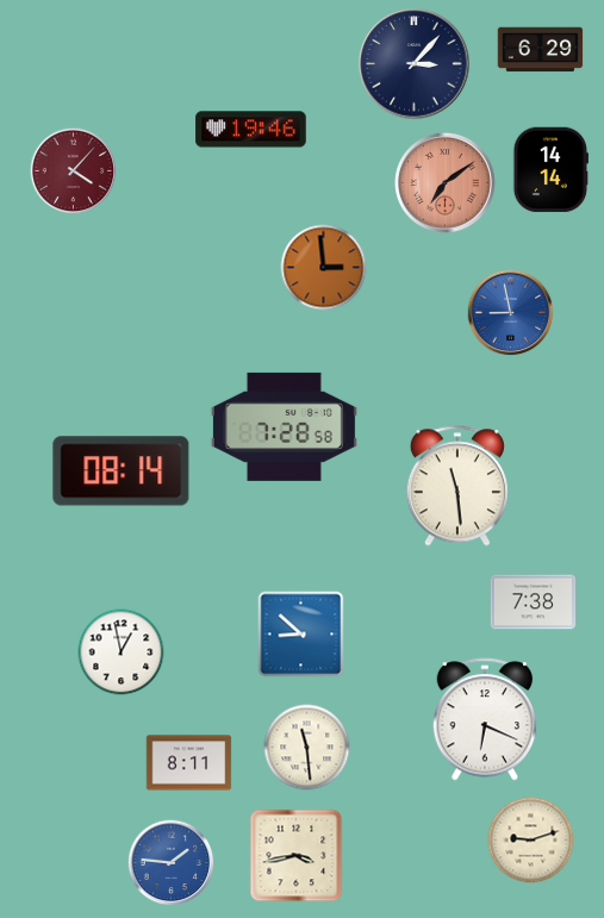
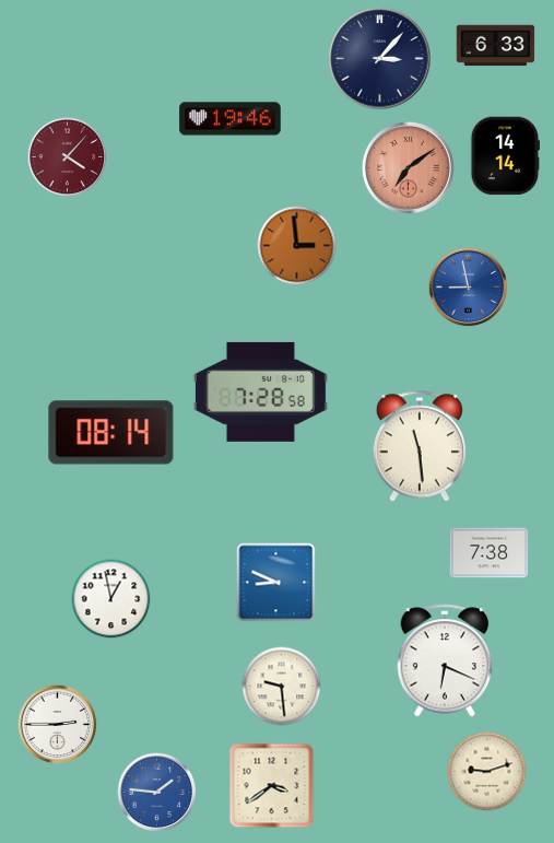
clock at (541, 50): 6:29 -> 6:33
clock at (301, 635): 8:52 -> 8:49
clock at (307, 748): 11:29 -> 9:29
clock at (189, 763): 8:11 -> none
clock at (58, 725): none -> 2:45
clock at (297, 856): 3:43 -> 3:39
